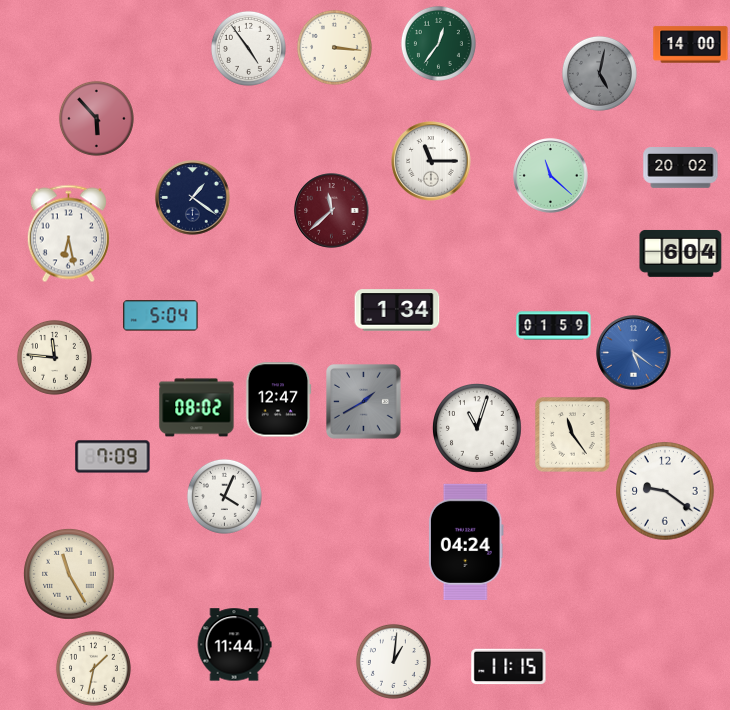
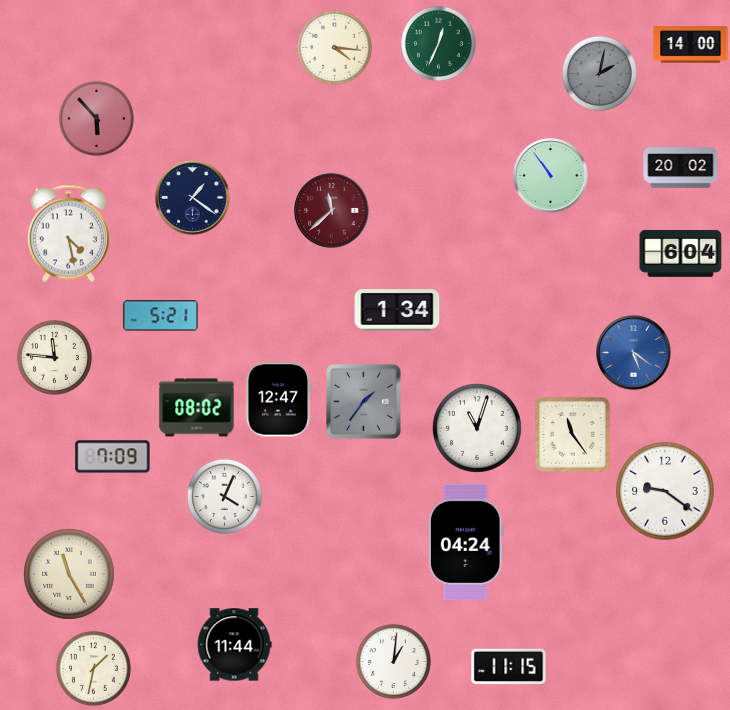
clock at (438, 43): 12:36 -> 12:34
clock at (334, 47): 3:16 -> 4:16
clock at (248, 48): 4:54 -> none
clock at (599, 73): 5:02 -> 2:02
clock at (431, 161): 11:15 -> none
clock at (551, 176): 11:22 -> 10:54
clock at (68, 234): 6:28 -> 4:28
clock at (161, 316): 5:04 -> 5:21
clock at (554, 326): 01:59 -> none
clock at (364, 402): 1:40 -> 1:36
